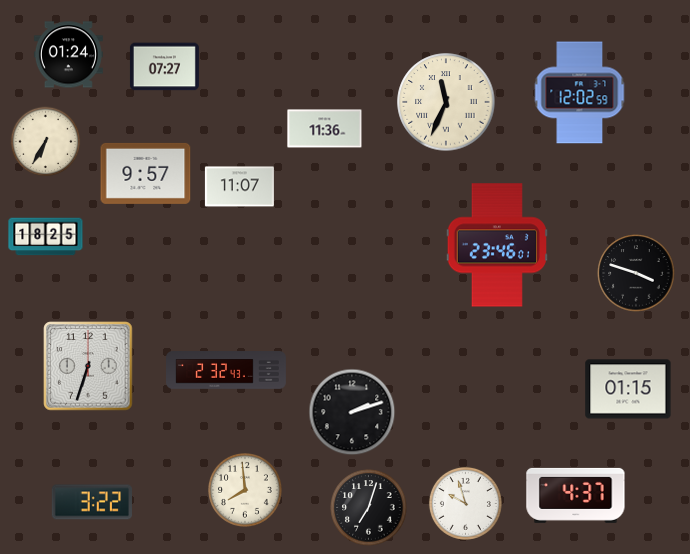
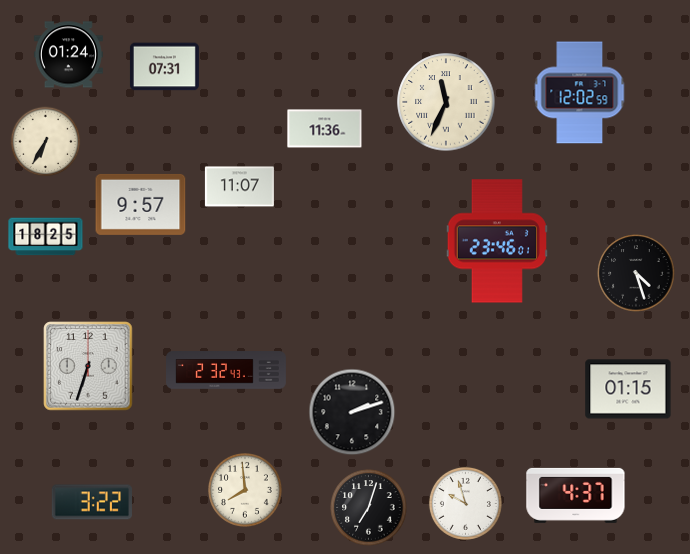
clock at (164, 67): 07:27 -> 07:31
clock at (146, 173) position: (146, 173) -> (141, 204)
clock at (496, 245) position: (496, 245) -> (496, 241)
clock at (636, 273): 3:48 -> 4:27
